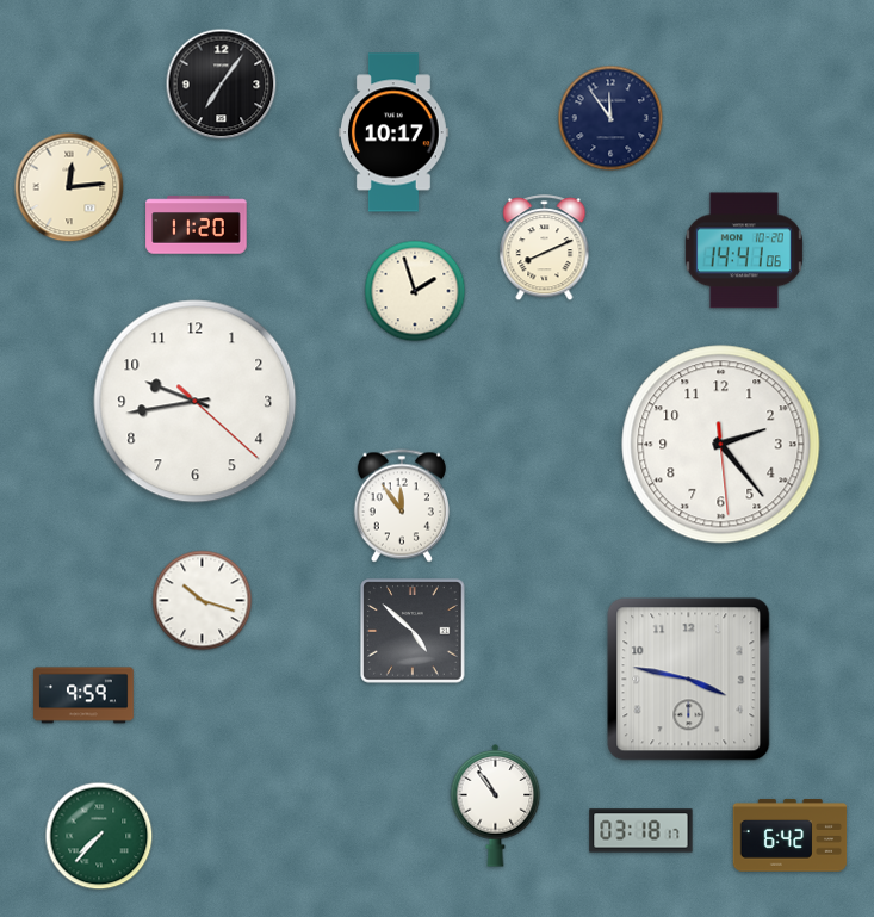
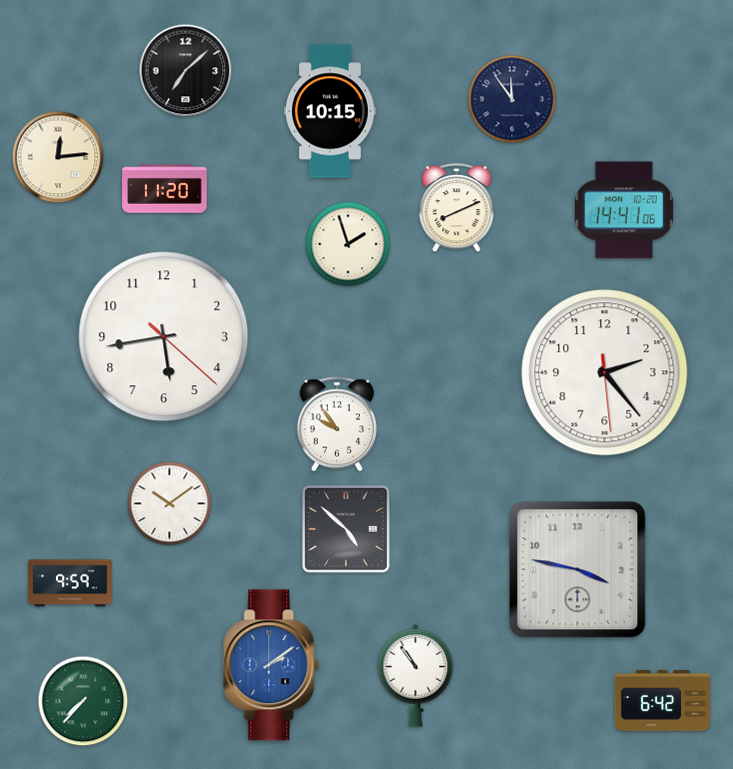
clock at (222, 85): 7:06 -> 7:08
clock at (393, 132): 10:17 -> 10:15
clock at (196, 402): 9:43 -> 5:43
clock at (402, 506): 11:54 -> 9:54
clock at (203, 601): 10:18 -> 10:09
clock at (272, 665): none -> 2:09
clock at (641, 831): 03:18 -> none
